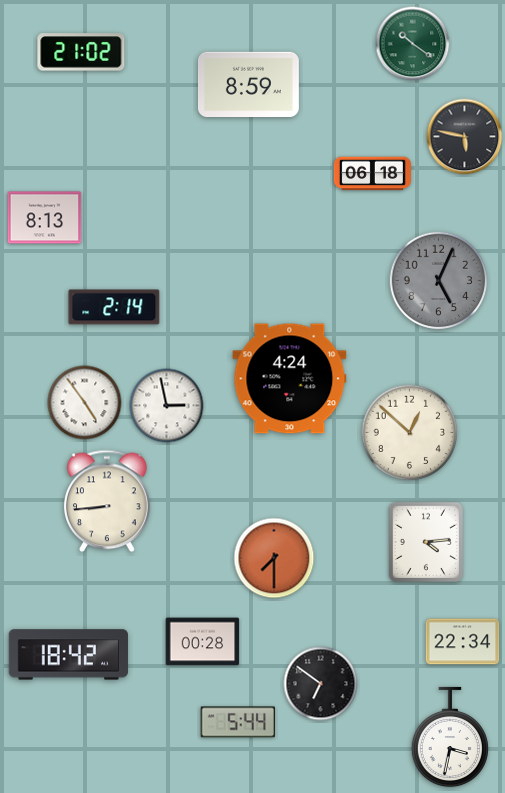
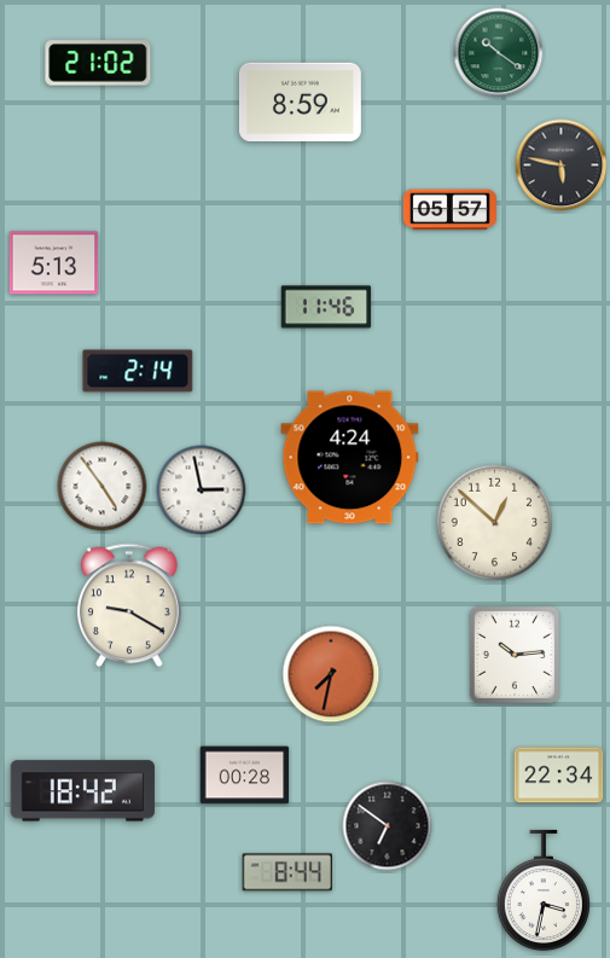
clock at (372, 174): 06:18 -> 05:57
clock at (45, 218): 8:13 -> 5:13
clock at (326, 307): none -> 11:46
clock at (439, 281): 5:04 -> none
clock at (108, 501): 8:44 -> 9:20
clock at (426, 542): 4:14 -> 10:14
clock at (274, 558): 7:30 -> 7:32
clock at (237, 722): 5:44 -> 8:44
